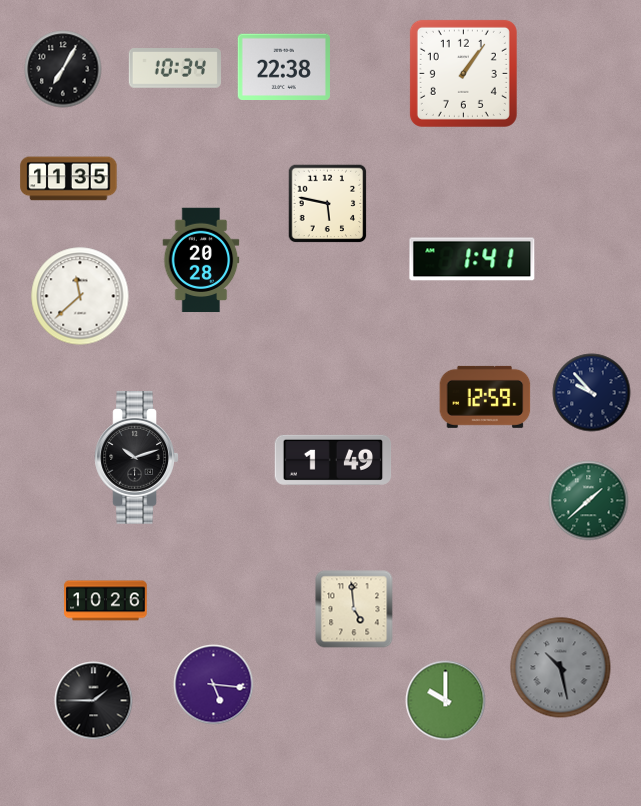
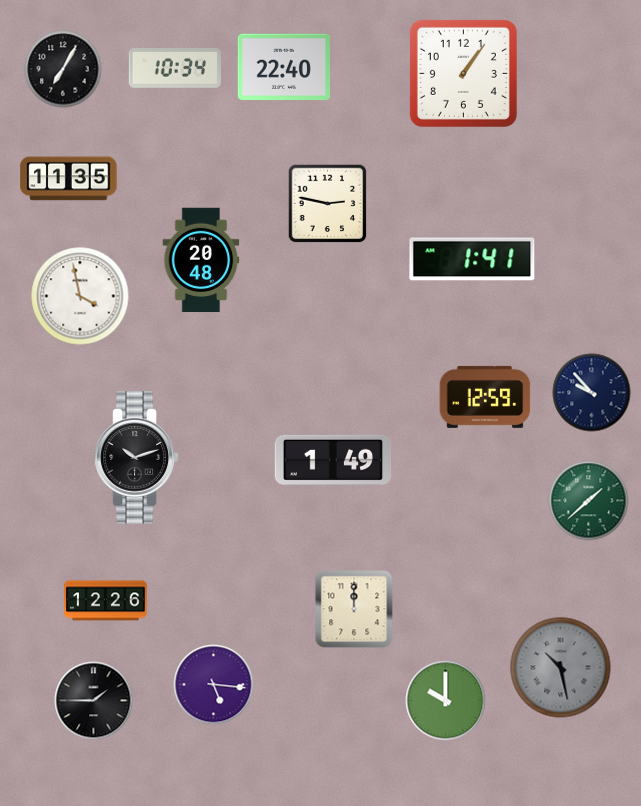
clock at (283, 66): 22:38 -> 22:40
clock at (328, 204): 5:47 -> 2:47
clock at (201, 260): 20:28 -> 20:48
clock at (80, 296): 11:38 -> 3:58
clock at (106, 601): 10:26 -> 12:26
clock at (354, 609): 4:59 -> 12:00
